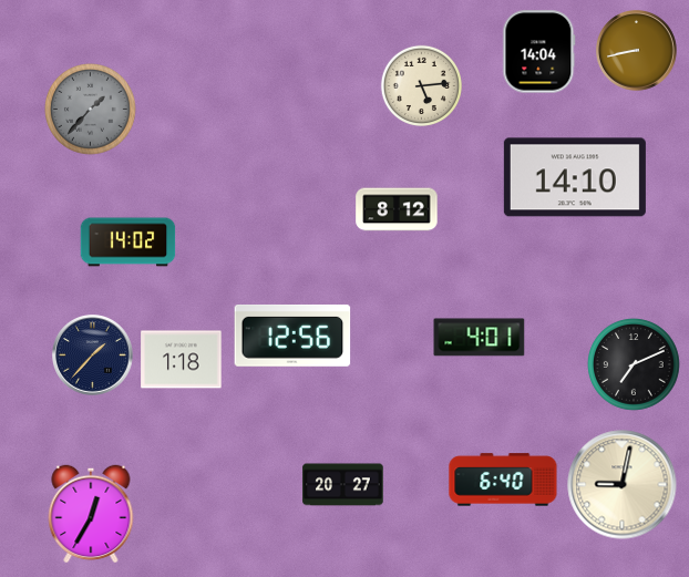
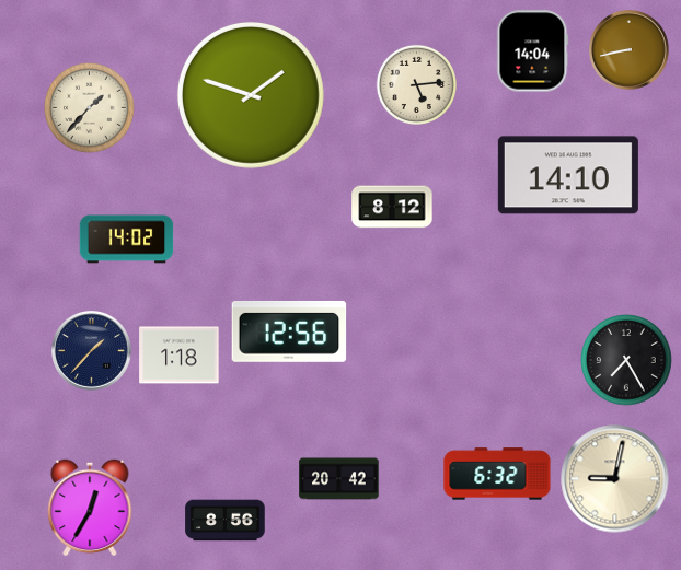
clock at (251, 95): none -> 1:48
clock at (91, 110) dial: grey -> cream
clock at (480, 338): 4:01 -> none
clock at (634, 364): 7:11 -> 7:25
clock at (503, 480): 6:40 -> 6:32
clock at (343, 485): 20:27 -> 20:42
clock at (226, 521): none -> 8:56
